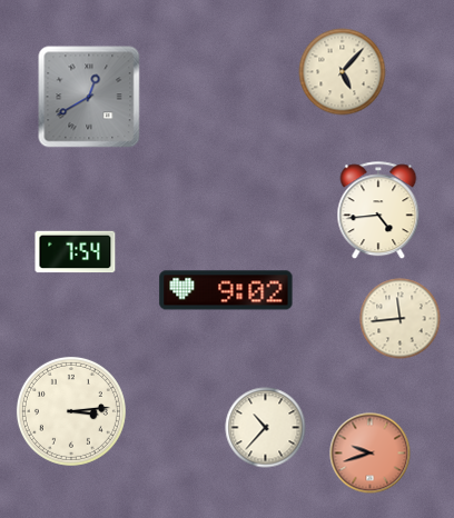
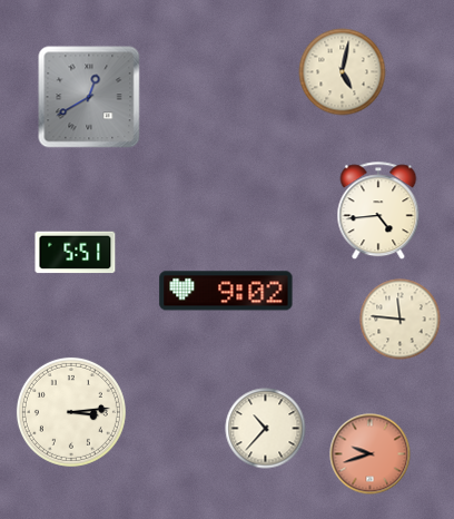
clock at (343, 72): 5:07 -> 5:02
clock at (76, 252): 7:54 -> 5:51
clock at (401, 319): 11:44 -> 11:46
